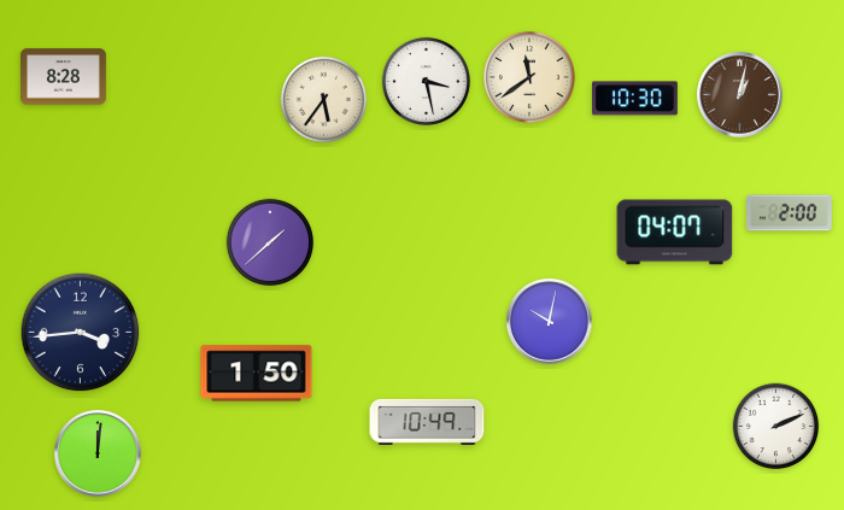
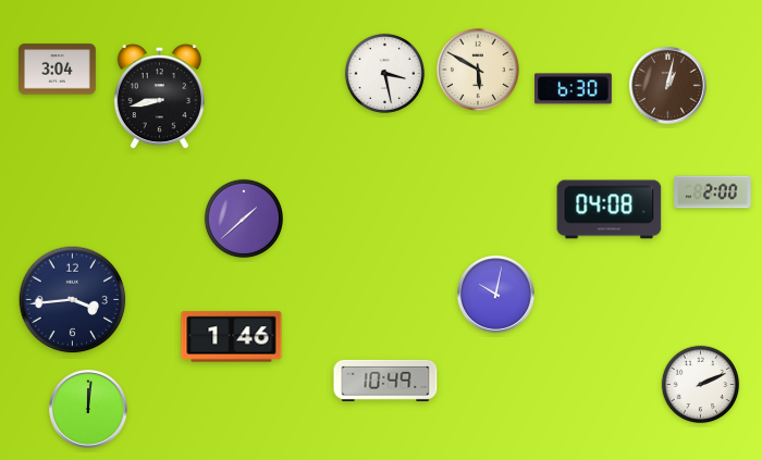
clock at (64, 77): 8:28 -> 3:04
clock at (529, 77): 11:39 -> 5:50
clock at (634, 99): 10:30 -> 6:30
clock at (324, 100): 5:36 -> none
clock at (159, 98): none -> 8:43
clock at (675, 233): 04:07 -> 04:08
clock at (550, 322) position: (550, 322) -> (496, 295)
clock at (257, 374): 1:50 -> 1:46
